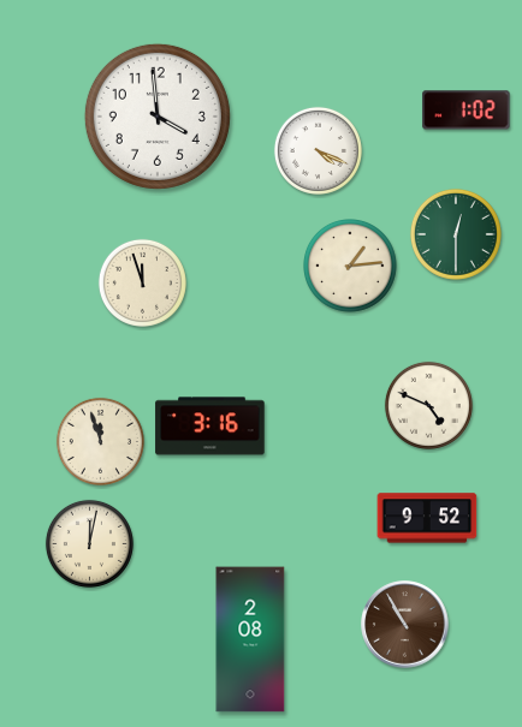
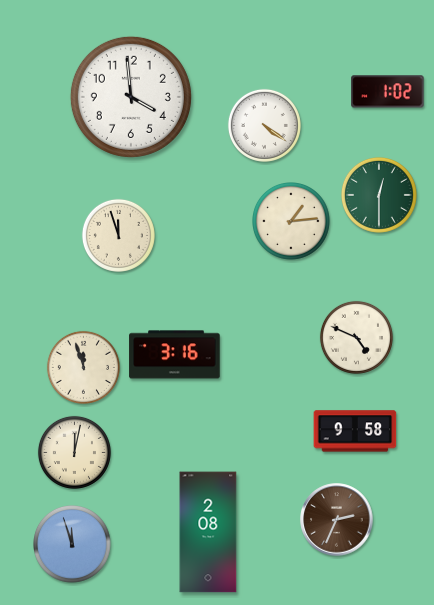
clock at (318, 150): 4:19 -> 4:21
clock at (427, 518): 9:52 -> 9:58
clock at (405, 625): 10:55 -> 2:34
clock at (73, 545): none -> 11:57
